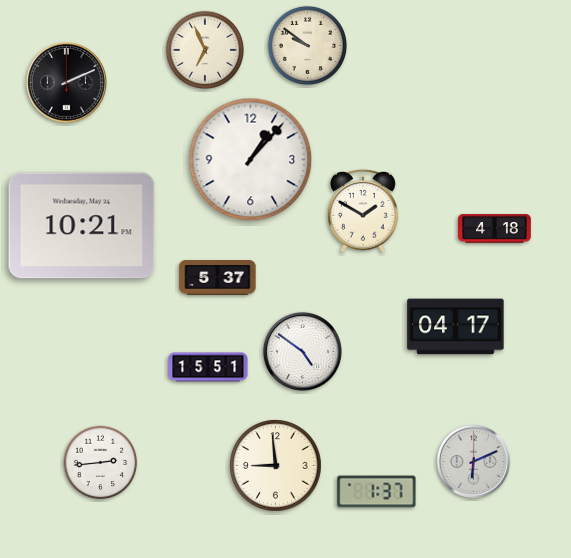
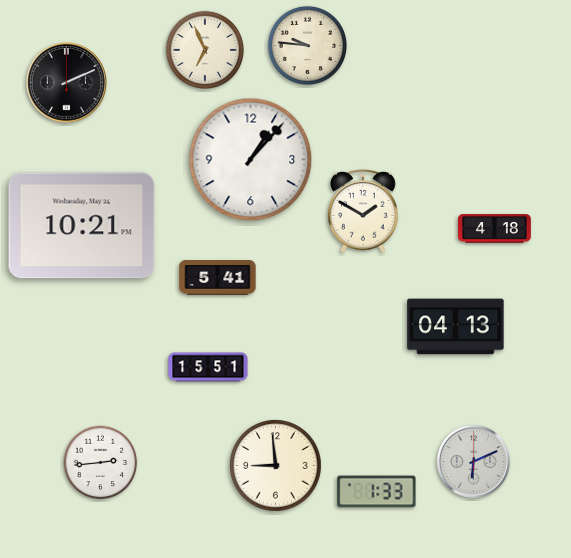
clock at (307, 45): 9:51 -> 9:46
clock at (218, 278): 5:37 -> 5:41
clock at (456, 327): 04:17 -> 04:13
clock at (302, 351): 4:51 -> none
clock at (377, 492): 1:37 -> 1:33
